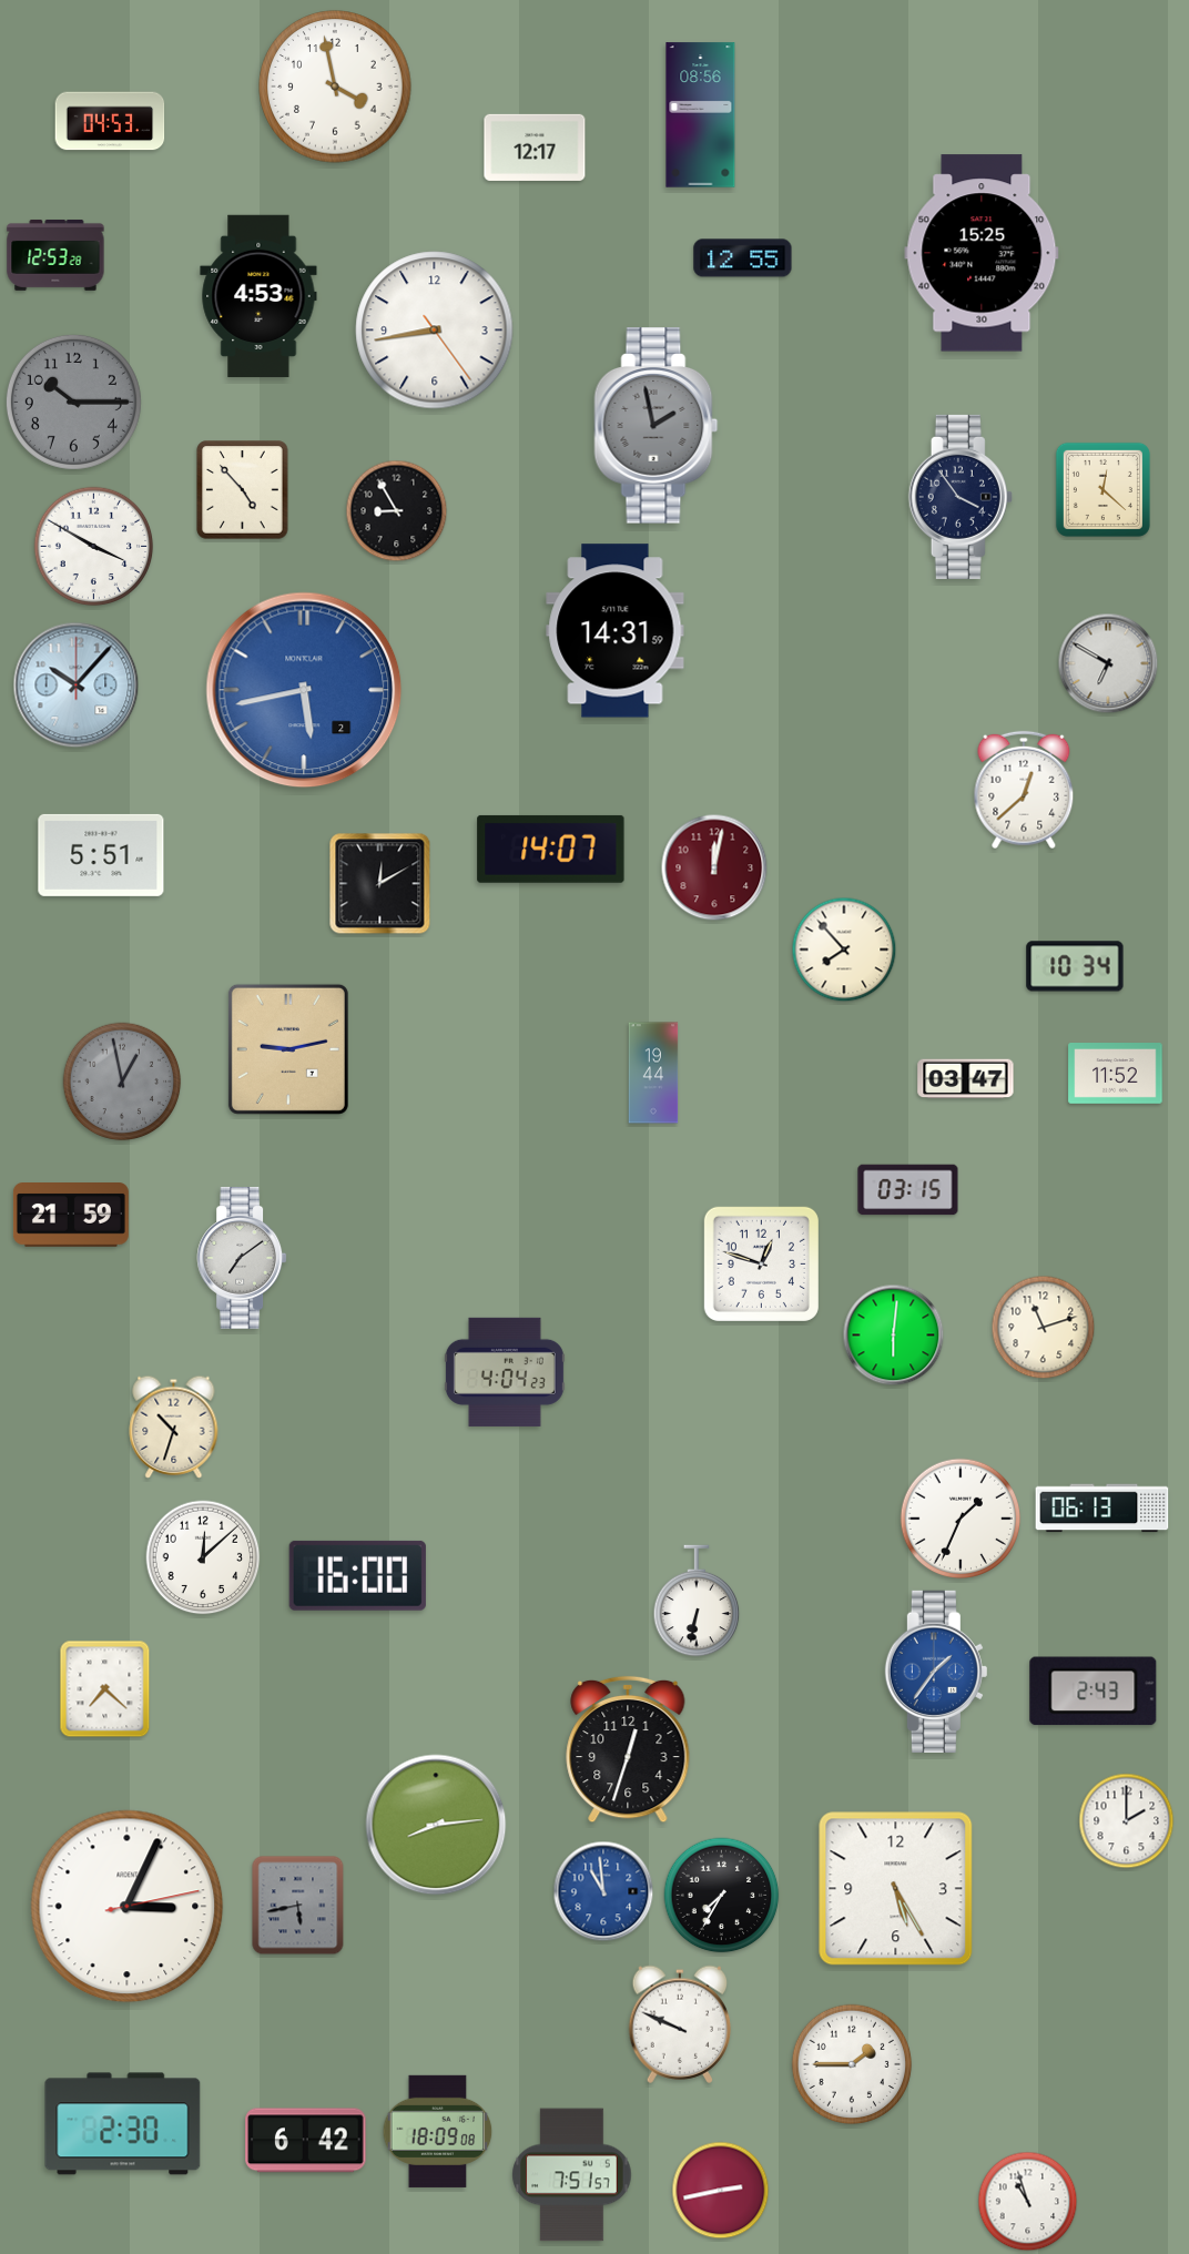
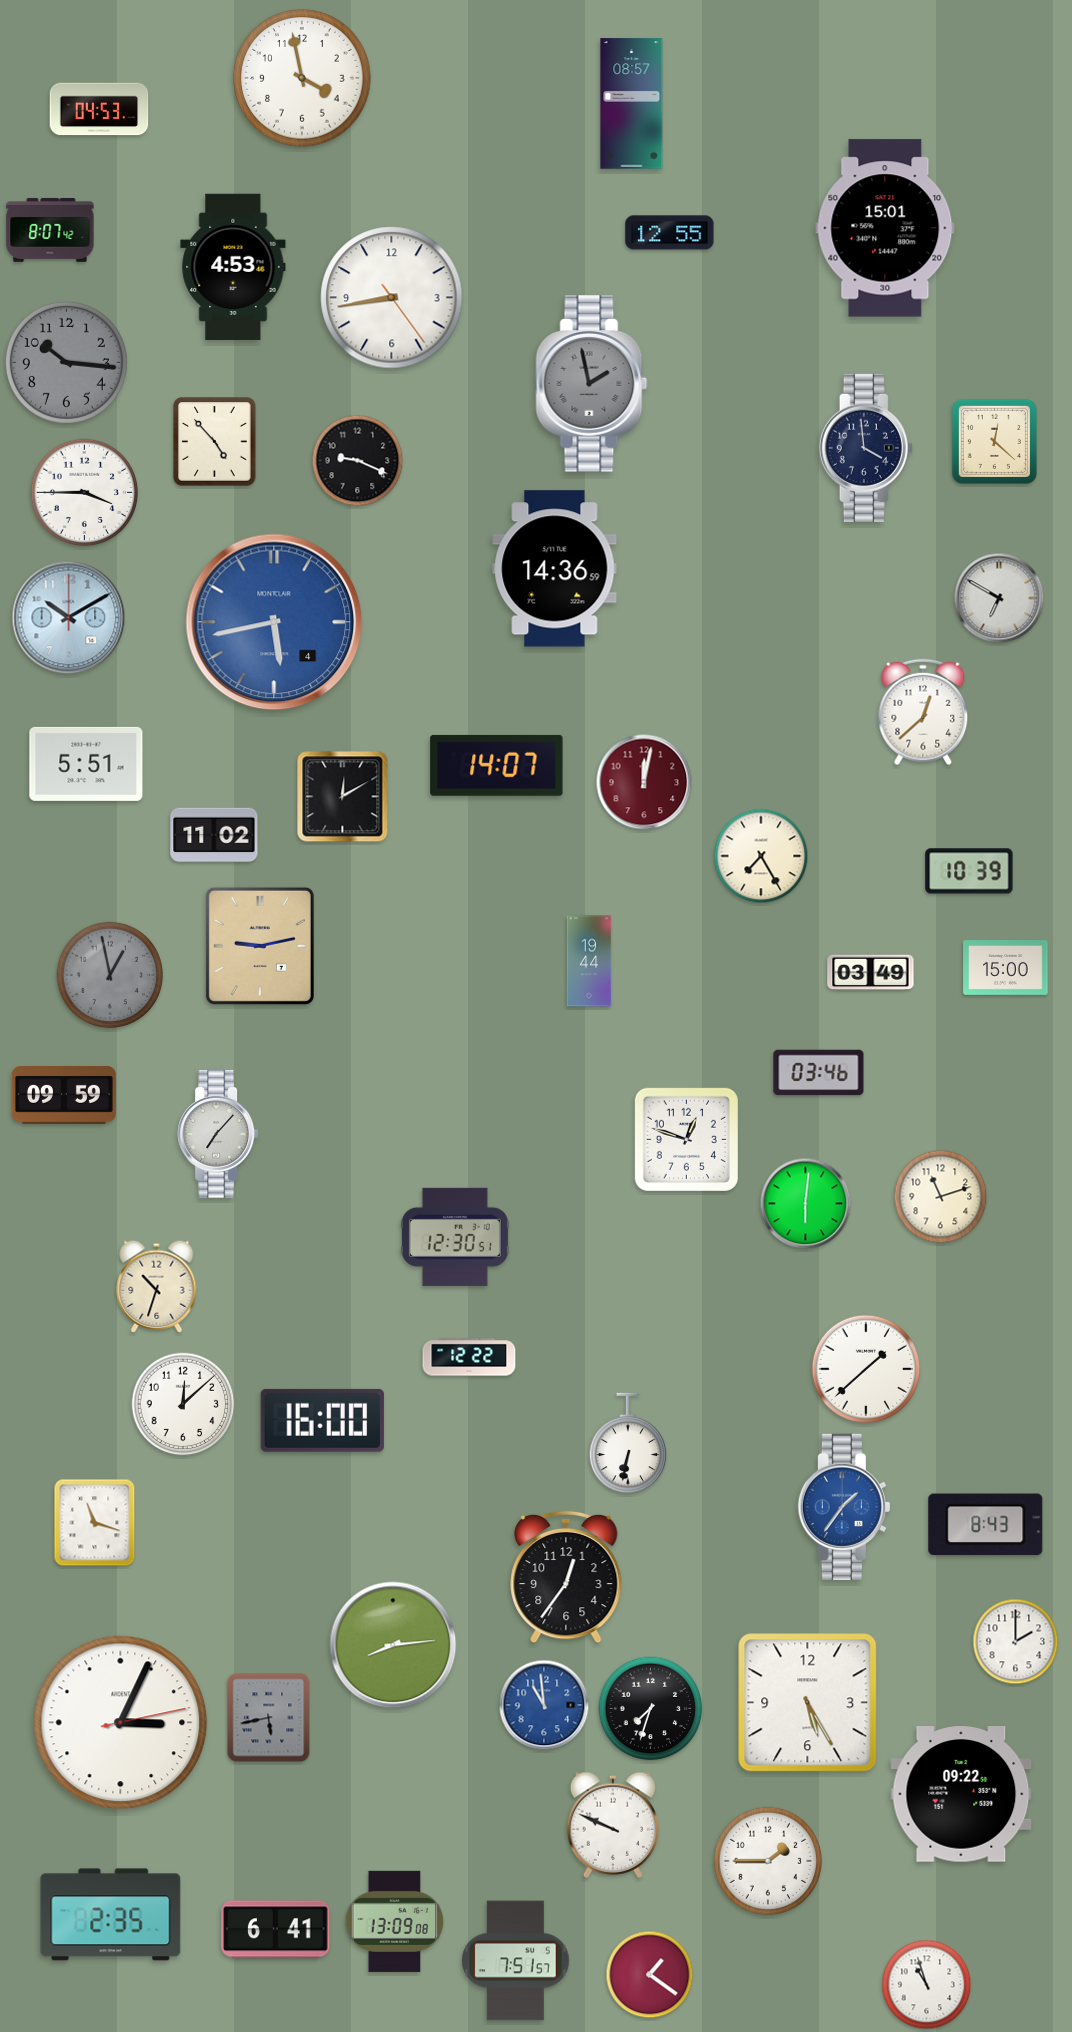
clock at (701, 115): 08:56 -> 08:57
clock at (535, 148): 12:17 -> none
clock at (982, 253): 15:25 -> 15:01
clock at (55, 255): 12:53 -> 8:07
clock at (73, 402): 10:15 -> 10:16
clock at (243, 490) position: (243, 490) -> (215, 442)
clock at (961, 497): 3:54 -> 3:59
clock at (397, 511): 8:55 -> 9:19
clock at (94, 547): 3:50 -> 3:45
clock at (616, 631): 14:31 -> 14:36
clock at (77, 686): 10:07 -> 10:10
clock at (304, 690) date: 2 -> 4
clock at (101, 855) position: (101, 855) -> (86, 764)
clock at (214, 835): none -> 11:02
clock at (844, 950): 7:53 -> 7:25
clock at (1075, 966): 10:34 -> 10:39
clock at (653, 1073) position: (653, 1073) -> (589, 961)
clock at (1116, 1074): 11:52 -> 15:00
clock at (966, 1079): 03:47 -> 03:49
clock at (908, 1190): 03:15 -> 03:46
clock at (71, 1216): 21:59 -> 09:59
clock at (242, 1258): 7:09 -> 7:07
clock at (505, 1372): 4:04 -> 12:30
clock at (469, 1357): none -> 12:22
clock at (1102, 1509): 06:13 -> none
clock at (961, 1519): 1:34 -> 1:38
clock at (105, 1689): 7:22 -> 11:18
clock at (1094, 1692): 2:43 -> 8:43
clock at (628, 1749): 12:33 -> 12:36
clock at (722, 1896): 7:35 -> 7:33
clock at (128, 1907) position: (128, 1907) -> (121, 1723)
clock at (961, 1794): none -> 09:22
clock at (123, 2124): 2:30 -> 2:35
clock at (438, 2131): 18:09 -> 13:09
clock at (306, 2141): 6:42 -> 6:41
clock at (721, 2191): 2:43 -> 1:21
